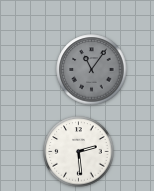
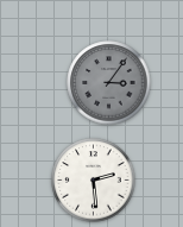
clock at (92, 70): 11:06 -> 3:06
